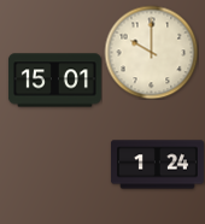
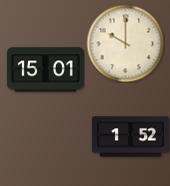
clock at (54, 81) position: (54, 81) -> (45, 70)
clock at (157, 165): 1:24 -> 1:52
